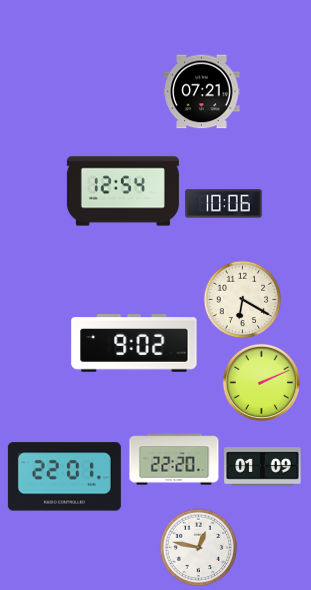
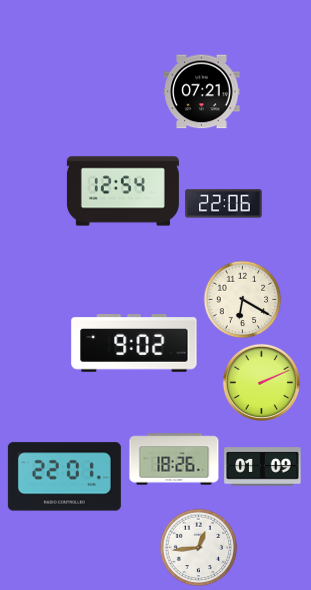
clock at (224, 204): 10:06 -> 22:06
clock at (174, 459): 22:20 -> 18:26
clock at (198, 547): 12:47 -> 12:44
